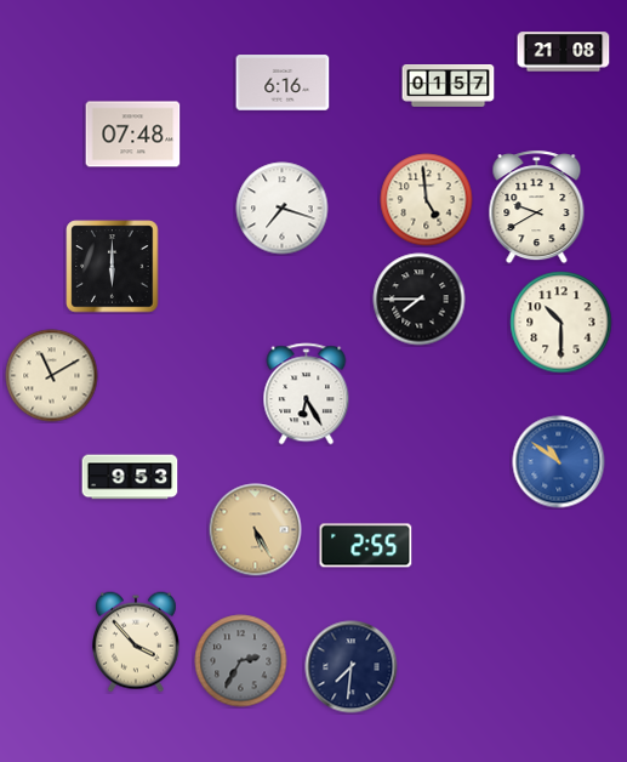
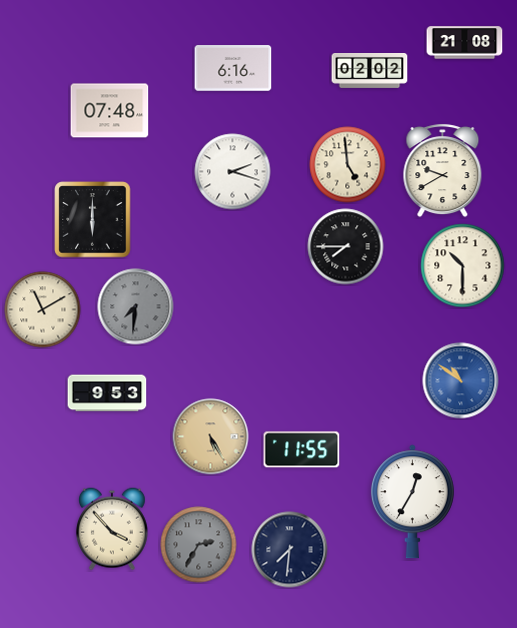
clock at (449, 86): 01:57 -> 02:02
clock at (427, 200) position: (427, 200) -> (348, 165)
clock at (283, 209): 7:18 -> 2:18
clock at (136, 307): none -> 7:31
clock at (307, 394): 6:25 -> none
clock at (366, 546): 2:55 -> 11:55
clock at (412, 502): none -> 12:35
